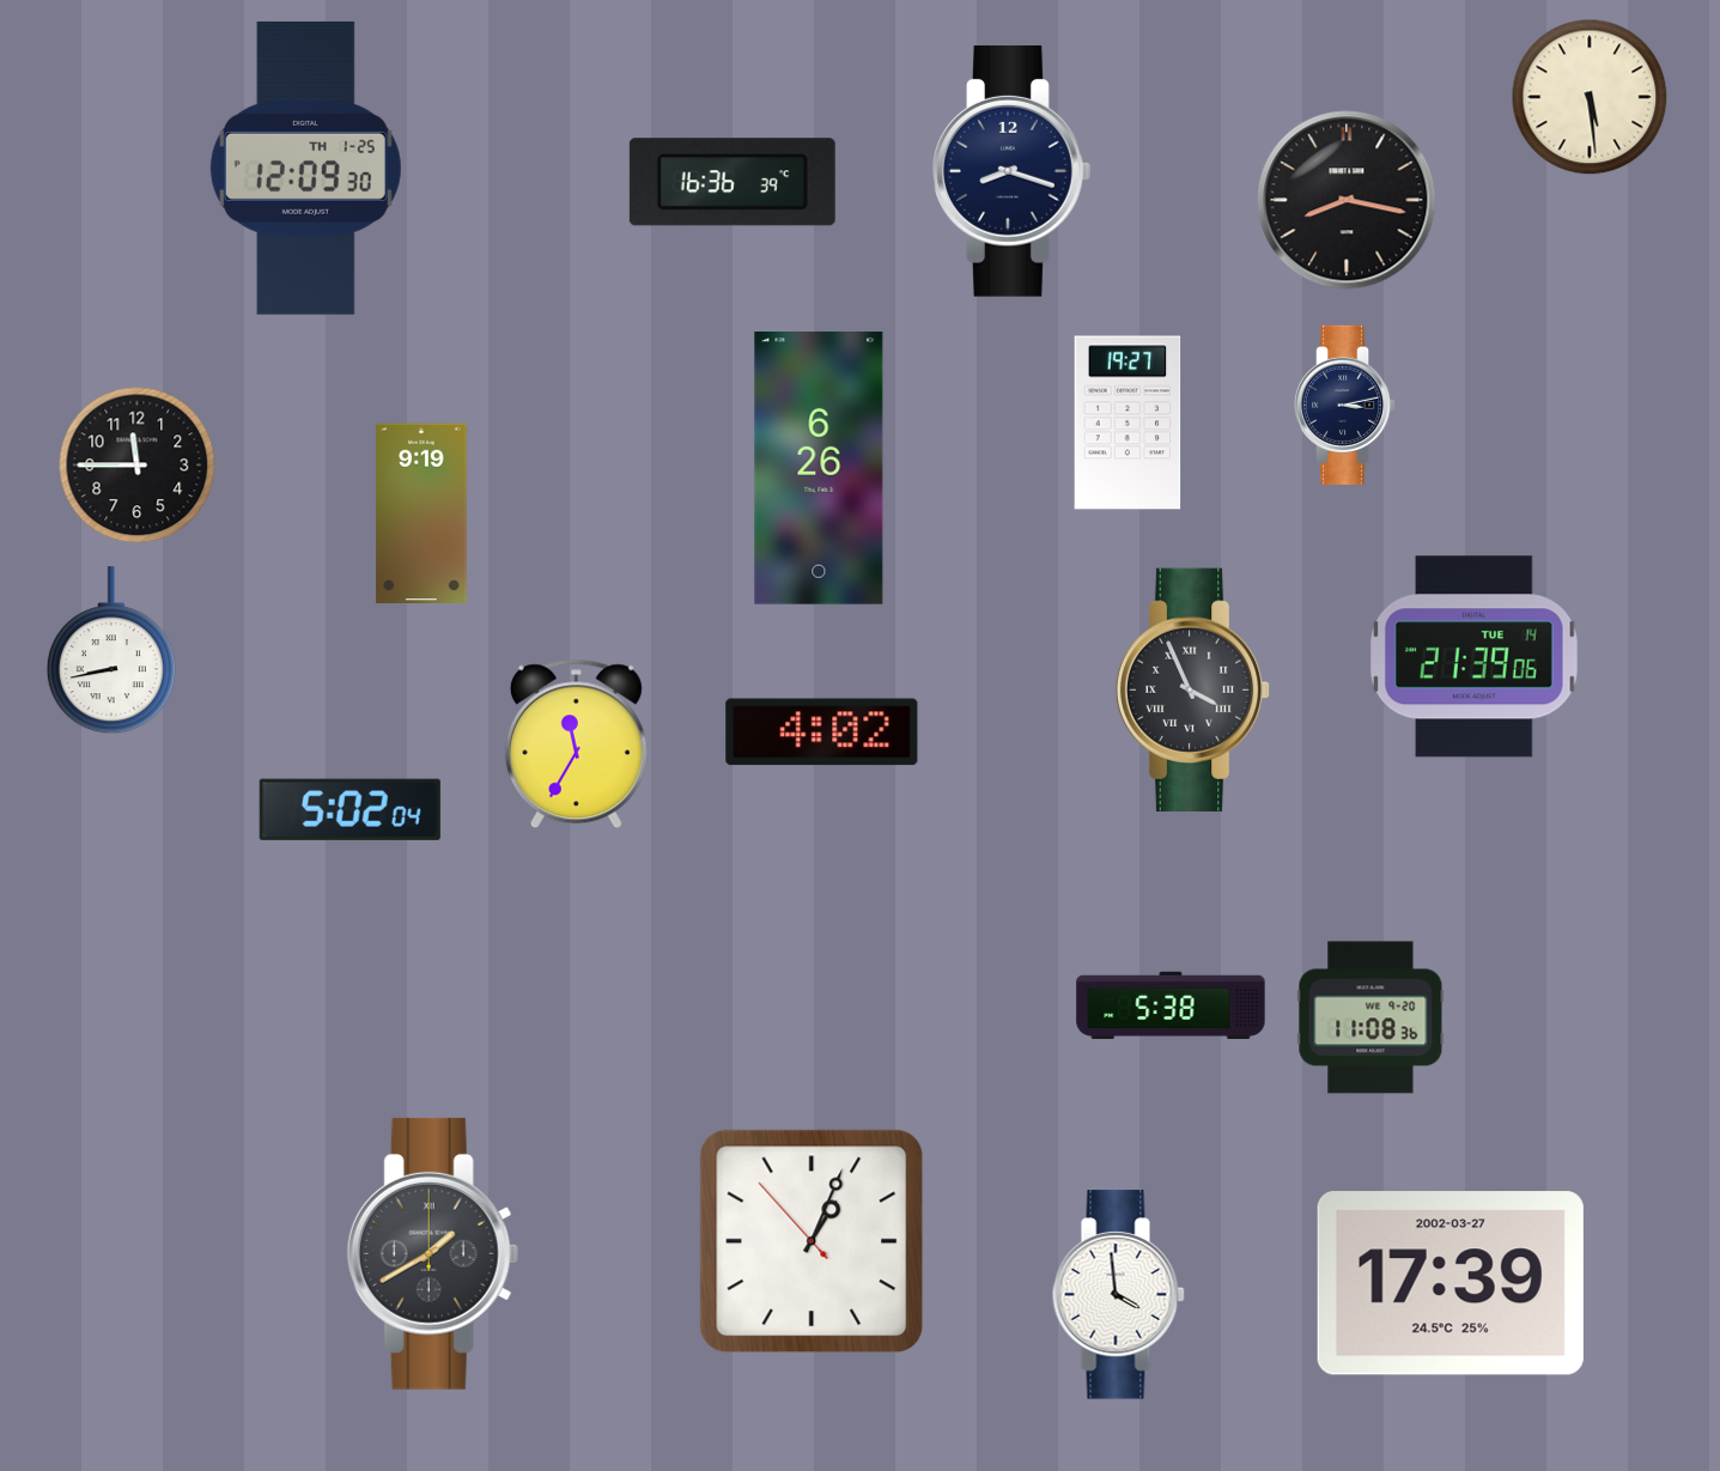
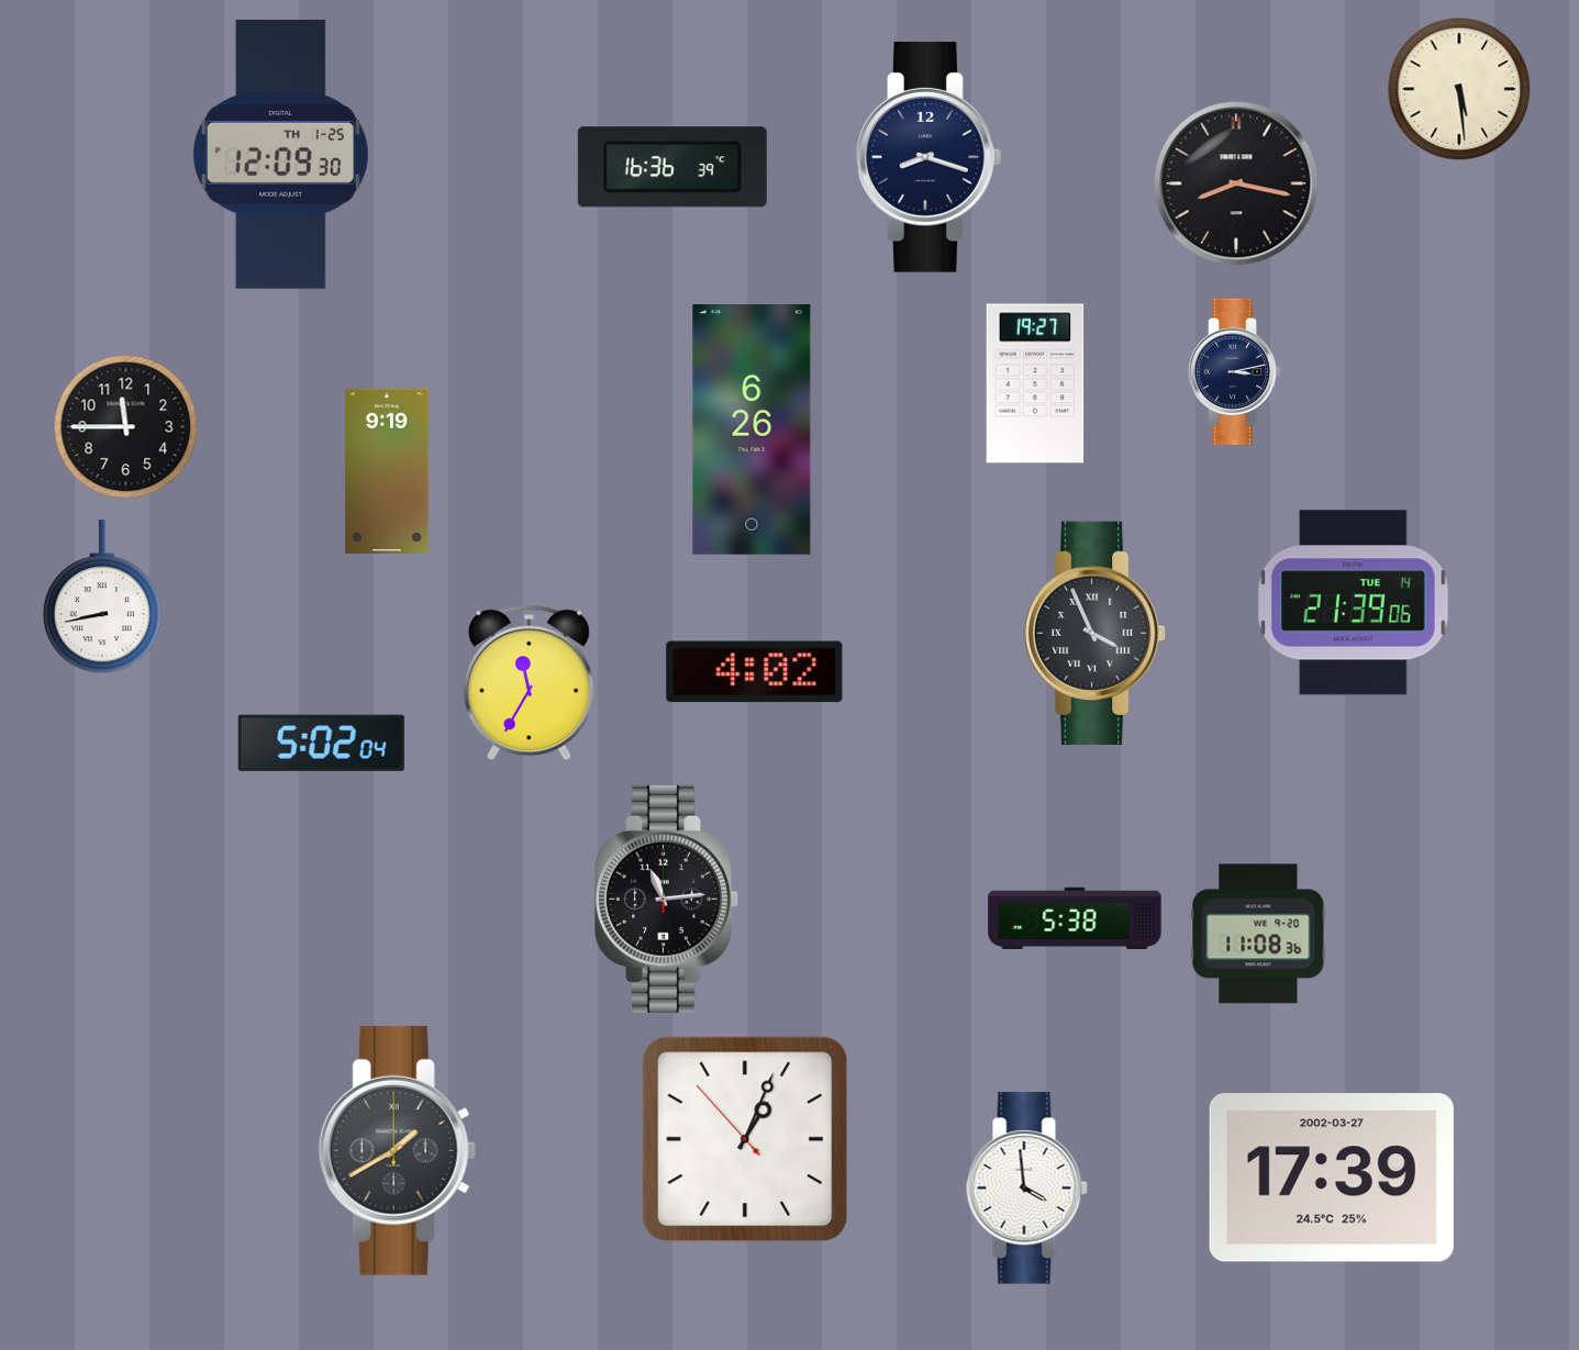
clock at (1128, 423) position: (1128, 423) -> (1035, 383)
clock at (667, 899): none -> 11:14
clock at (1171, 1005) position: (1171, 1005) -> (1075, 918)
